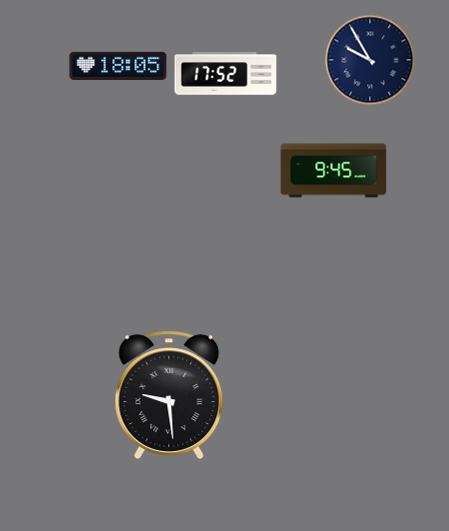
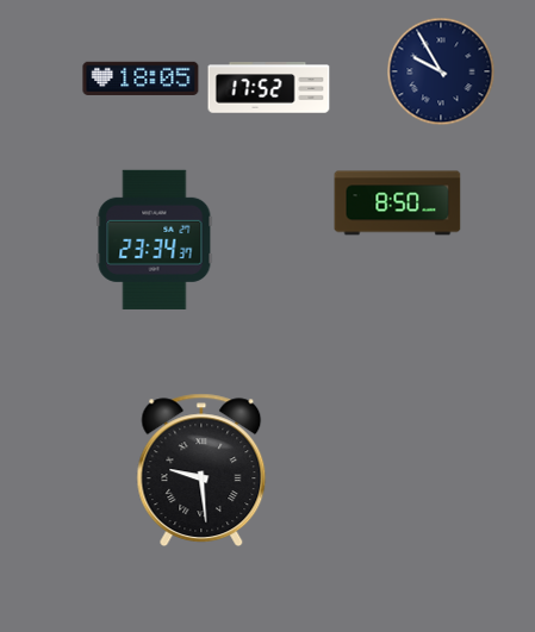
clock at (334, 171): 9:45 -> 8:50
clock at (155, 239): none -> 23:34
